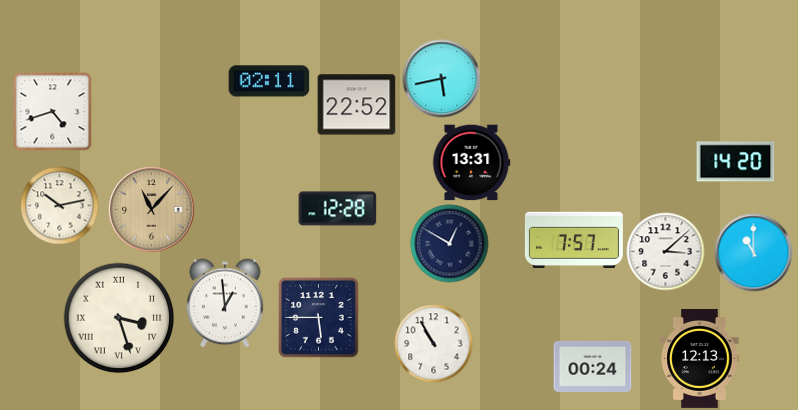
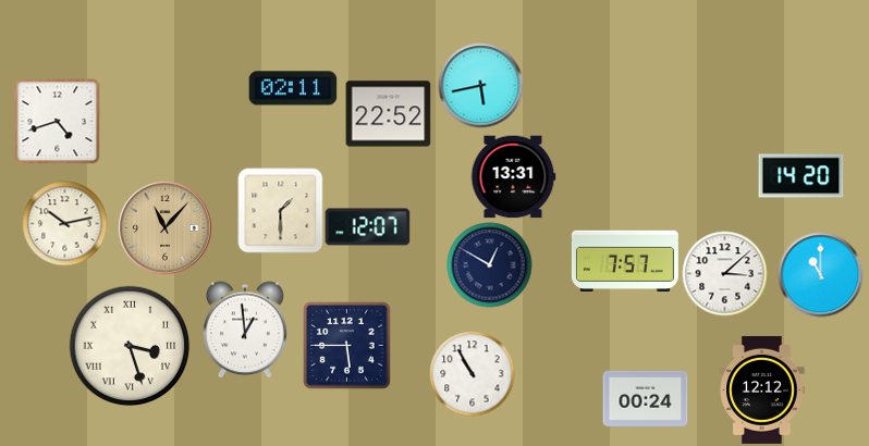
clock at (280, 210): none -> 1:30
clock at (337, 209): 12:28 -> 12:07
clock at (700, 358): 12:13 -> 12:12
